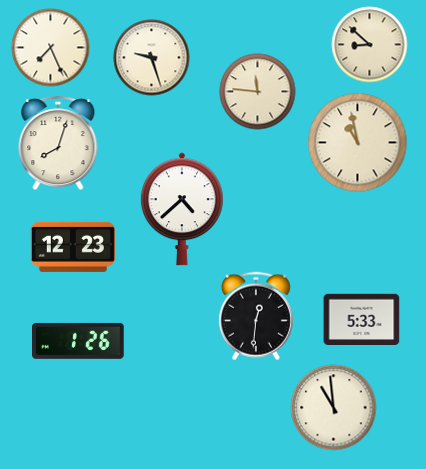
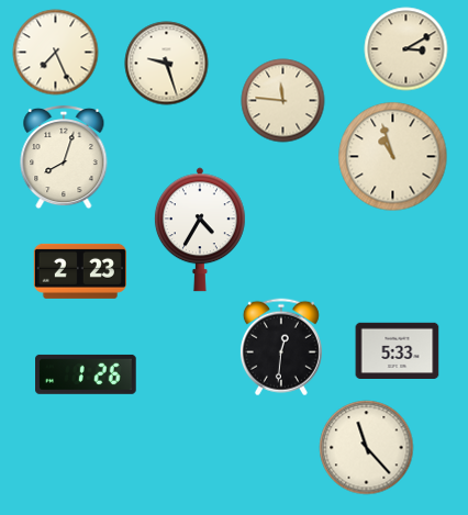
clock at (370, 45): 8:52 -> 3:10
clock at (358, 143): 10:58 -> 10:57
clock at (182, 209): 4:38 -> 4:35
clock at (73, 247): 12:23 -> 2:23
clock at (334, 408): 10:59 -> 11:23
